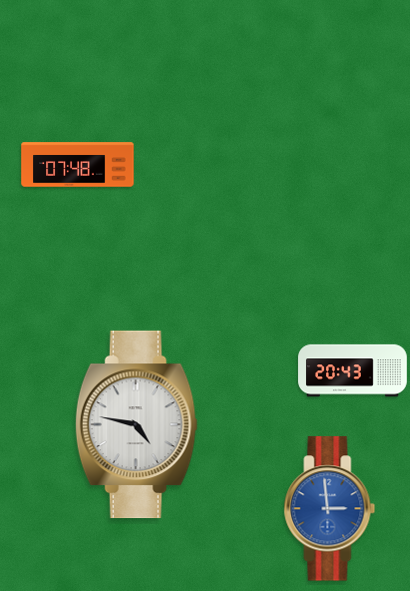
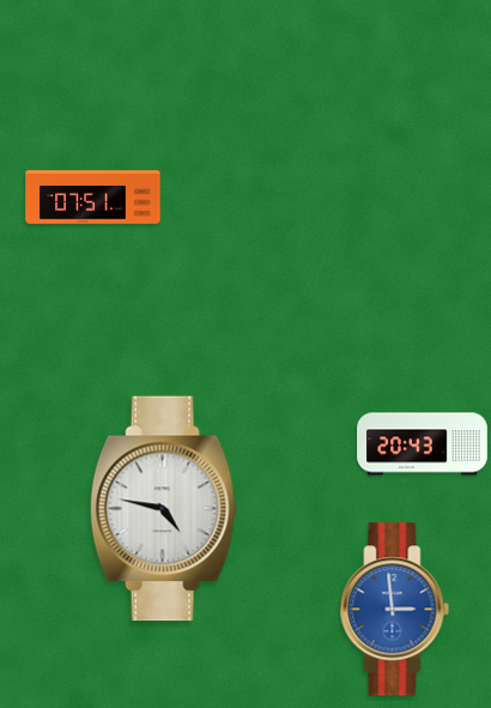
clock at (78, 165): 07:48 -> 07:51
